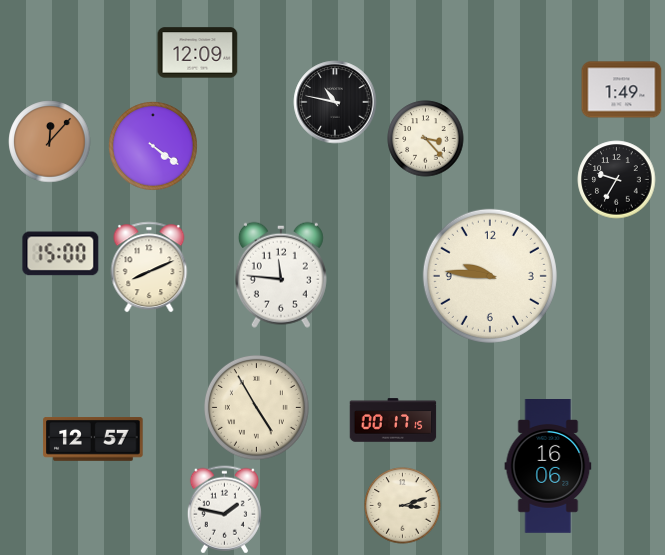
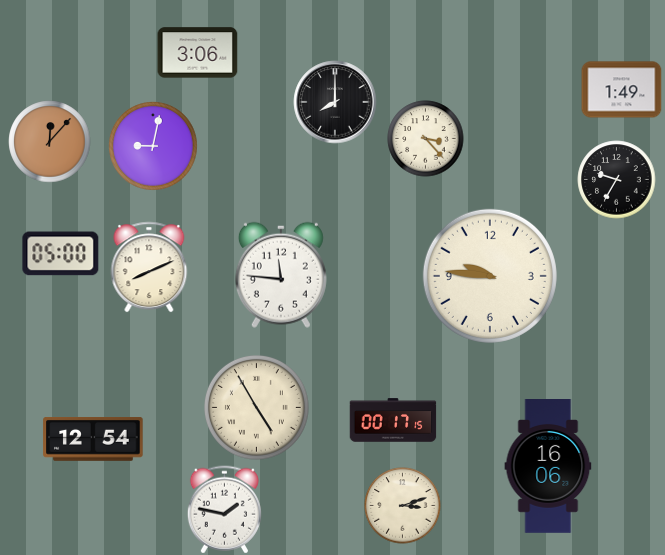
clock at (198, 53): 12:09 -> 3:06
clock at (335, 102): 10:47 -> 8:00
clock at (153, 146): 4:21 -> 9:02
clock at (61, 254): 15:00 -> 05:00
clock at (93, 440): 12:57 -> 12:54
